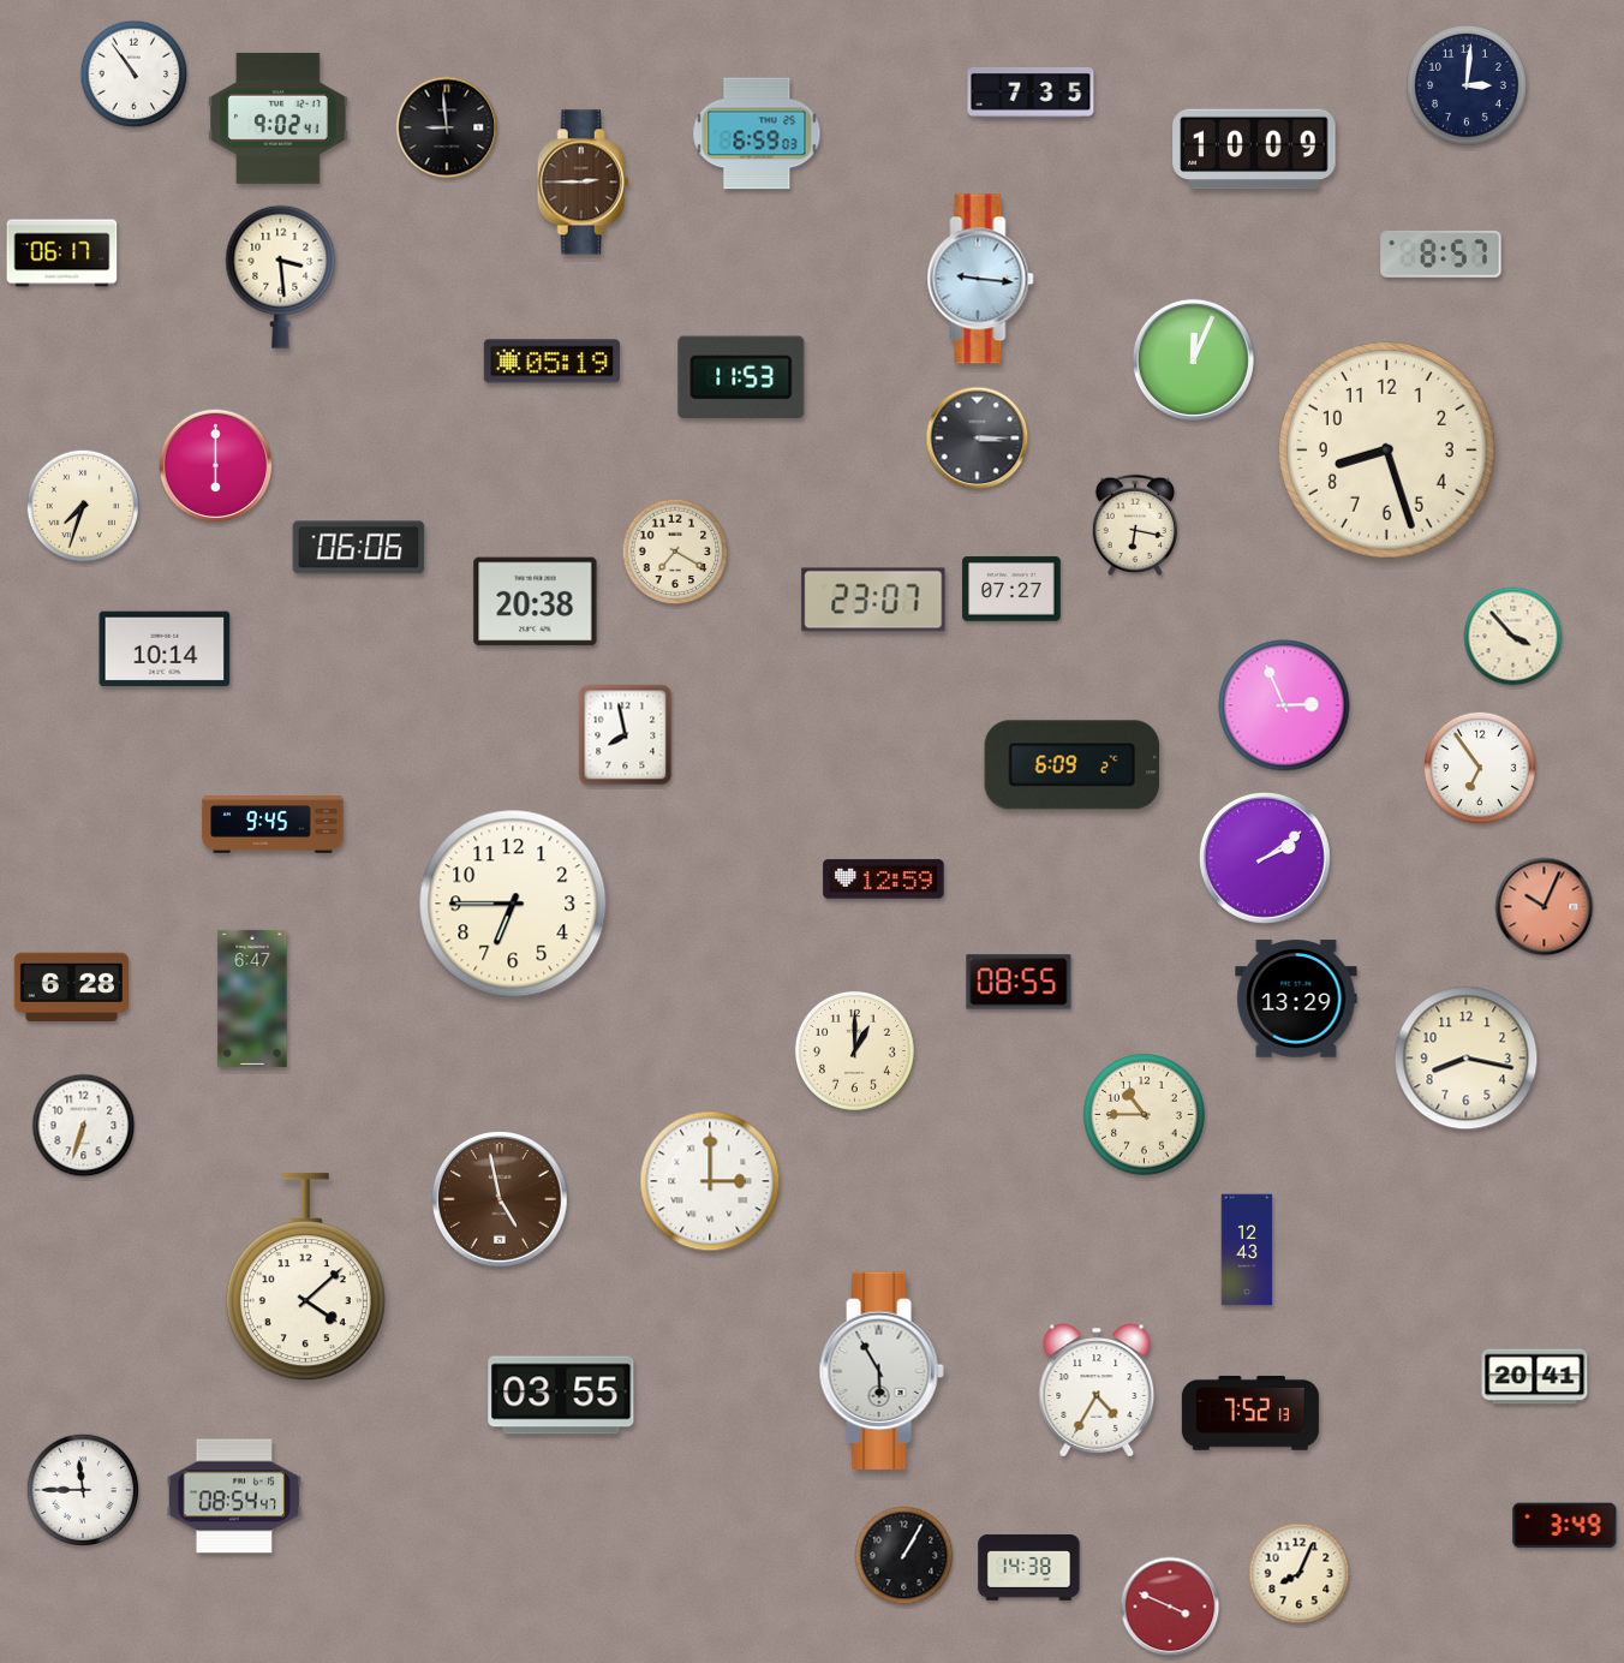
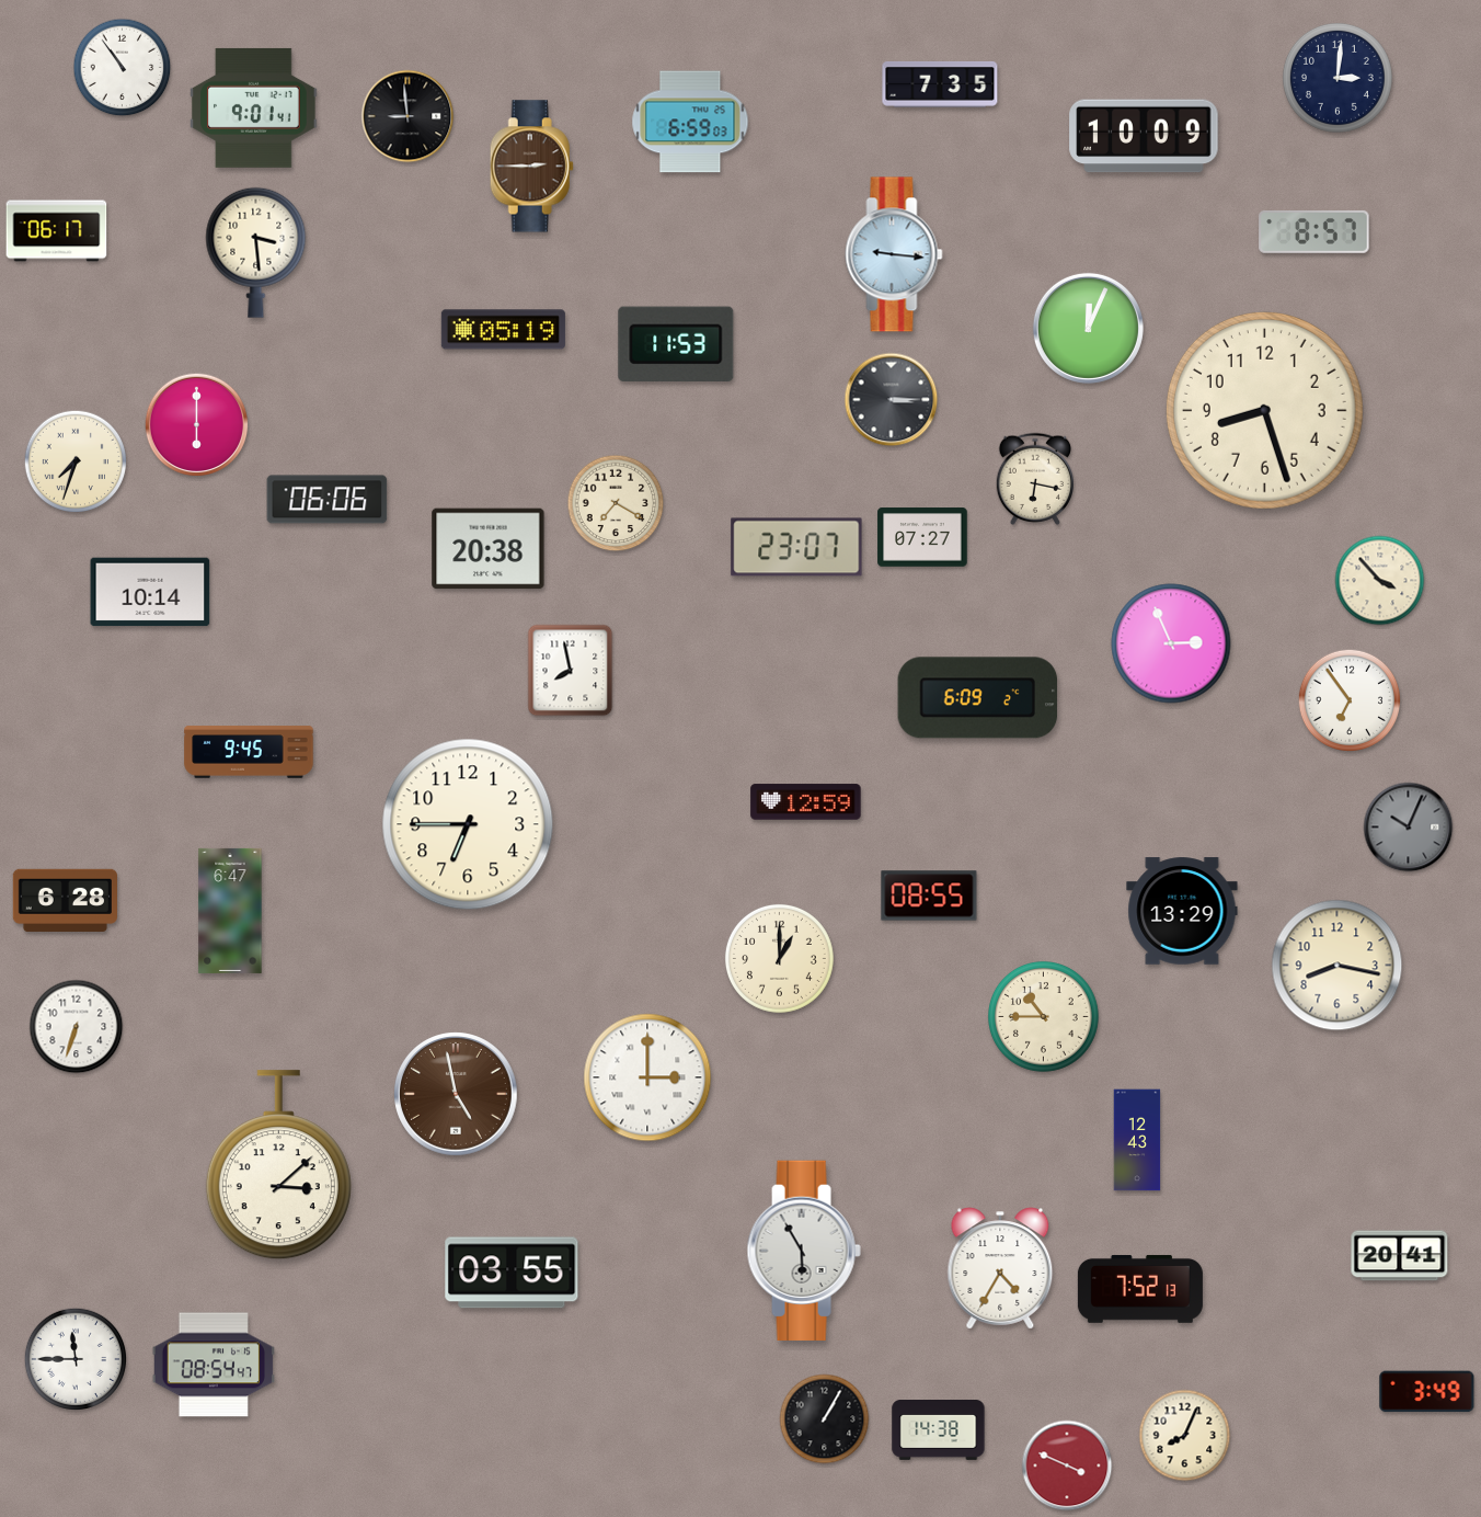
clock at (279, 118): 9:02 -> 9:01
clock at (1265, 858): 2:09 -> none
clock at (1545, 907) dial: salmon -> grey
clock at (305, 1277): 4:08 -> 3:08
